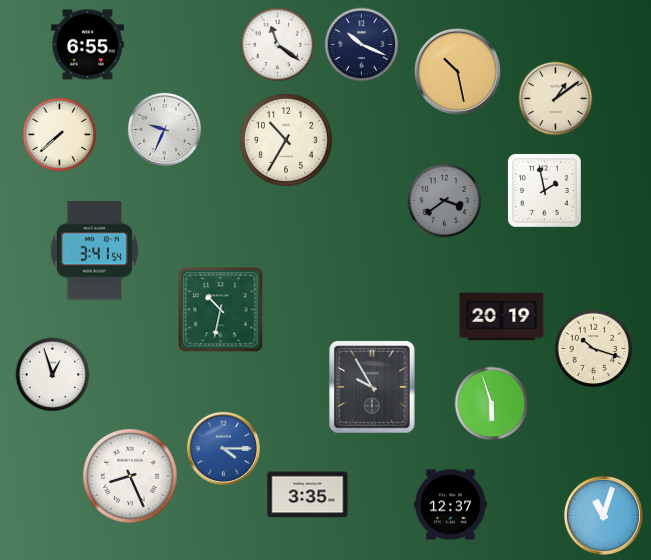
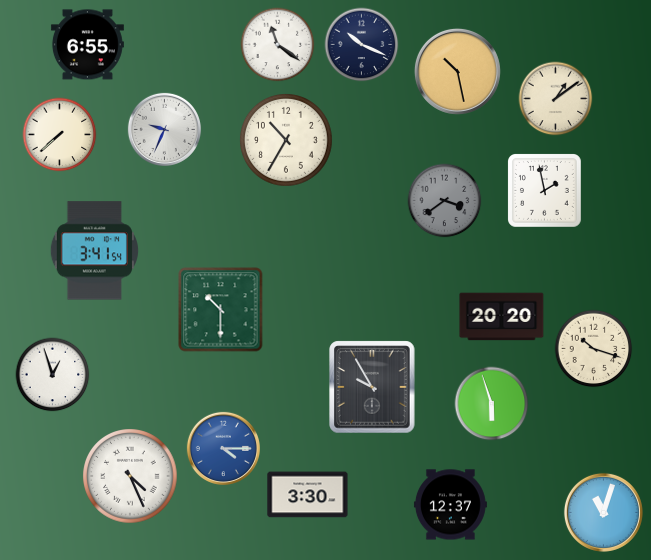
clock at (221, 310): 10:32 -> 10:30
clock at (502, 317): 20:19 -> 20:20
clock at (130, 476): 8:26 -> 4:26
clock at (308, 495): 3:35 -> 3:30
clock at (603, 515) position: (603, 515) -> (603, 512)
